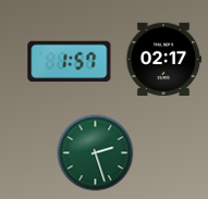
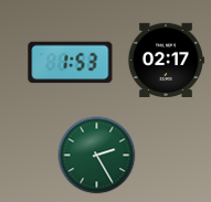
clock at (70, 62): 1:57 -> 1:53
clock at (96, 153): 2:27 -> 2:25
